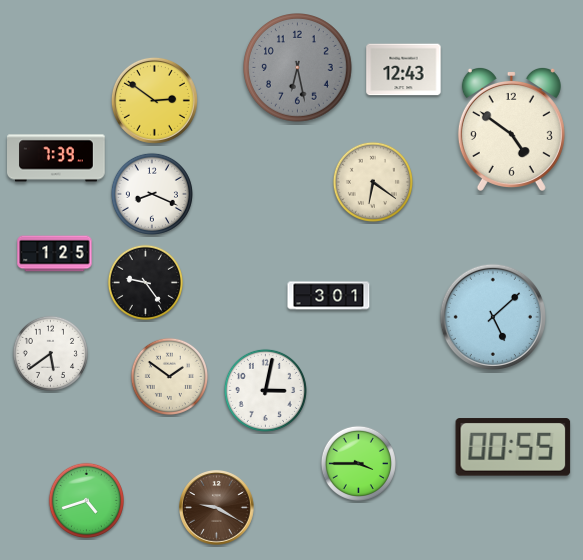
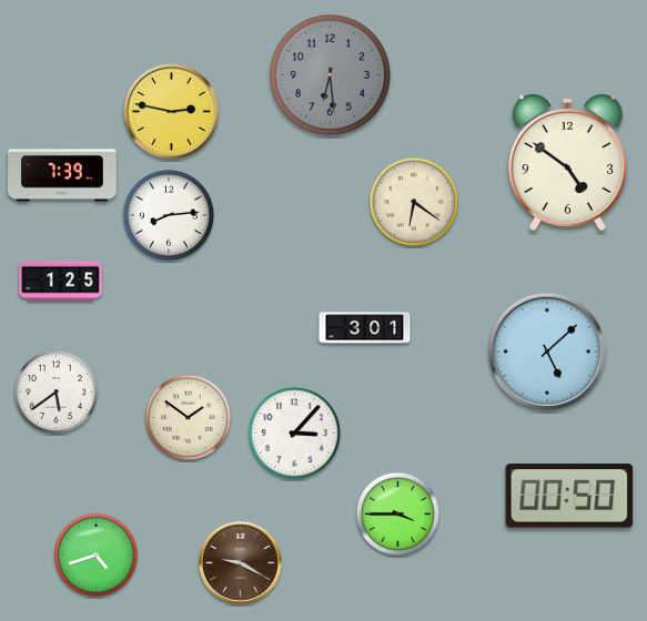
clock at (298, 68): 6:28 -> 6:29
clock at (404, 70): 12:43 -> none
clock at (154, 100): 2:51 -> 2:47
clock at (511, 130) position: (511, 130) -> (567, 163)
clock at (152, 194): 8:19 -> 8:14
clock at (145, 282): 9:24 -> none
clock at (265, 390): 3:02 -> 3:07
clock at (513, 447): 00:55 -> 00:50
